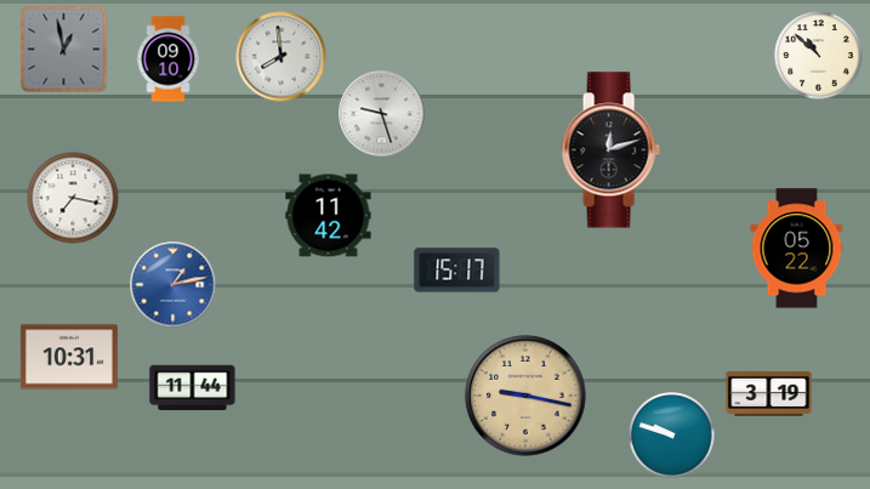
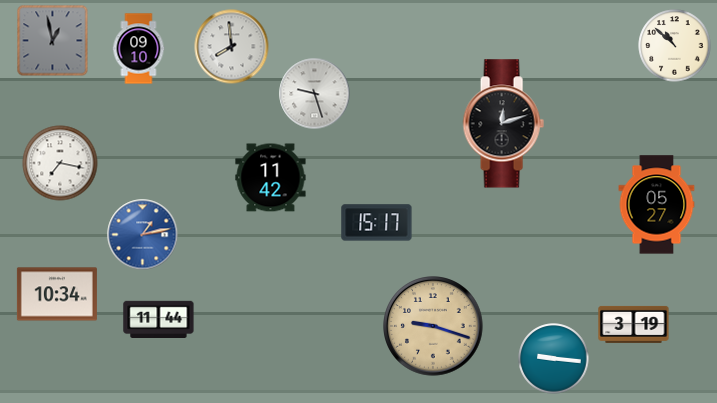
clock at (797, 249): 05:22 -> 05:27
clock at (69, 357): 10:31 -> 10:34
clock at (527, 397): 9:17 -> 9:18
clock at (672, 436): 9:48 -> 9:16
